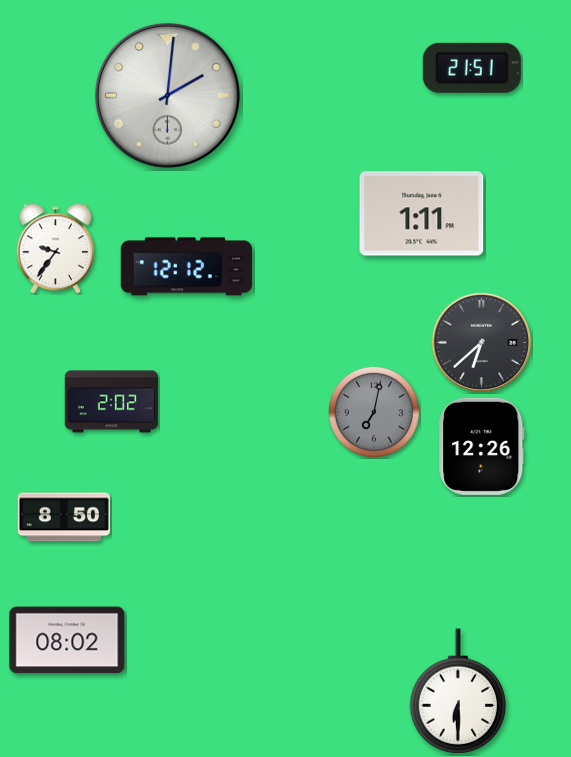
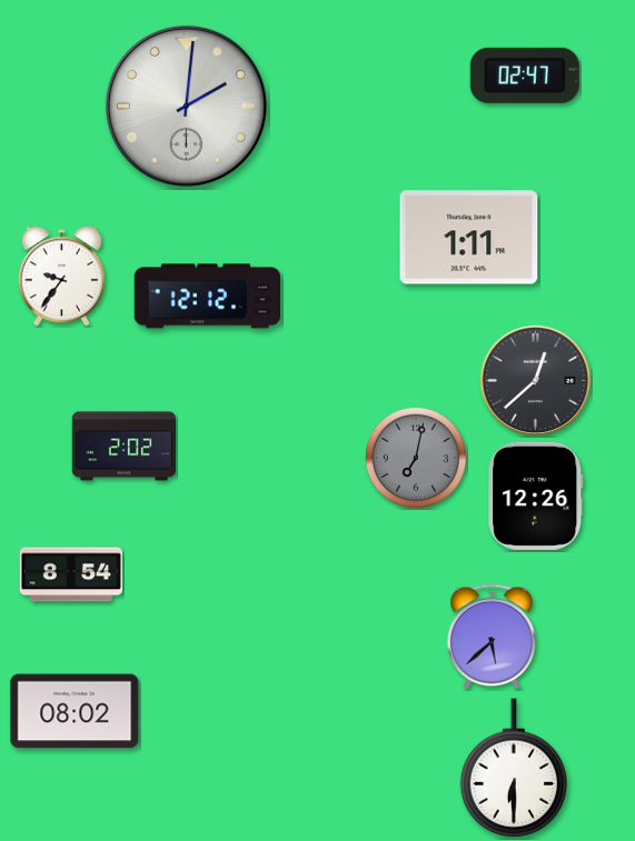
clock at (472, 68): 21:51 -> 02:47
clock at (482, 343): 6:38 -> 12:38
clock at (64, 517): 8:50 -> 8:54
clock at (492, 637): none -> 5:38
clock at (457, 691) position: (457, 691) -> (513, 768)
